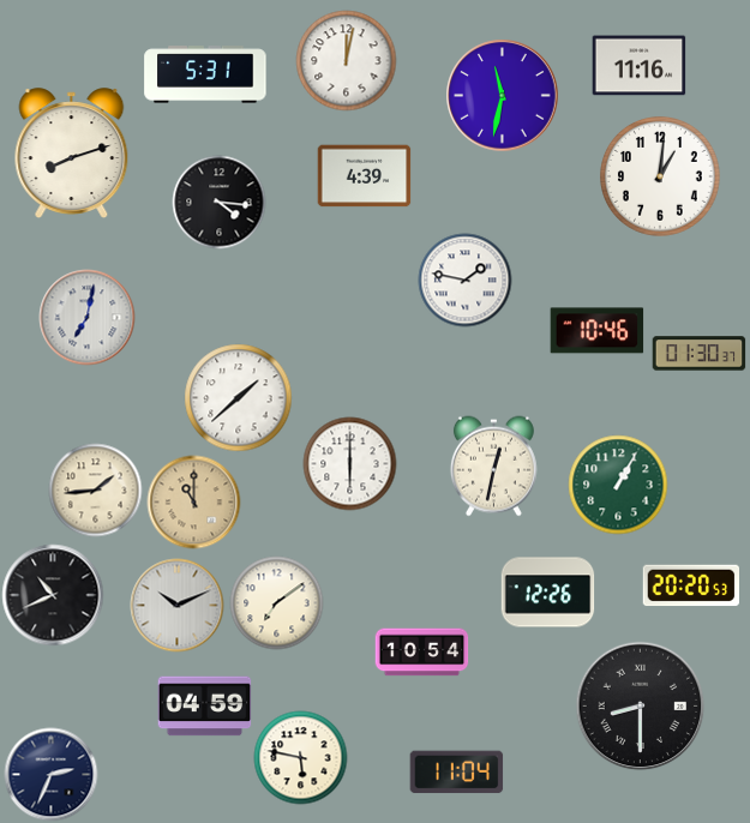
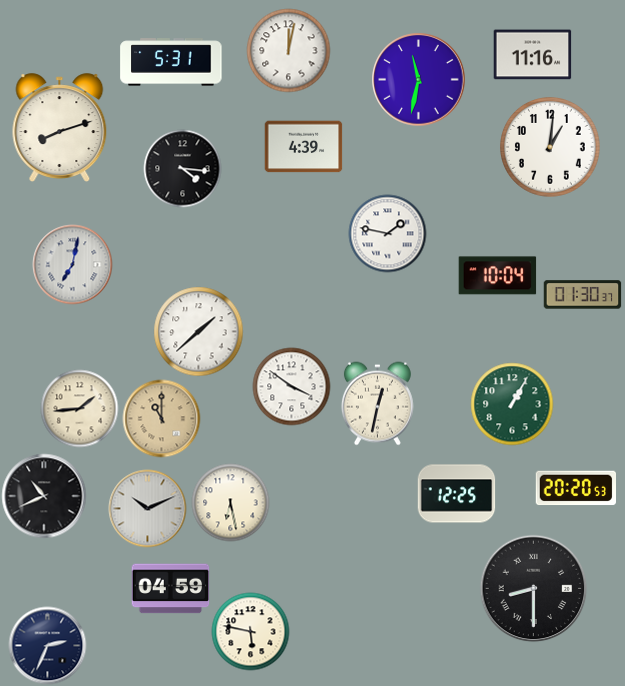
clock at (596, 331): 10:46 -> 10:04
clock at (349, 463): 6:00 -> 3:51
clock at (493, 465) position: (493, 465) -> (377, 403)
clock at (618, 485) position: (618, 485) -> (512, 404)
clock at (547, 593): 12:26 -> 12:25
clock at (276, 602): 7:09 -> 6:28
clock at (176, 605) position: (176, 605) -> (147, 508)
clock at (421, 653): 10:54 -> none
clock at (456, 773): 11:04 -> none
clock at (50, 774) position: (50, 774) -> (47, 645)
